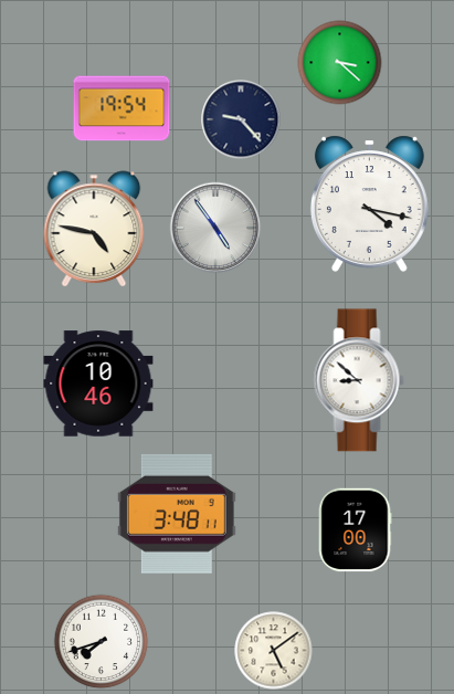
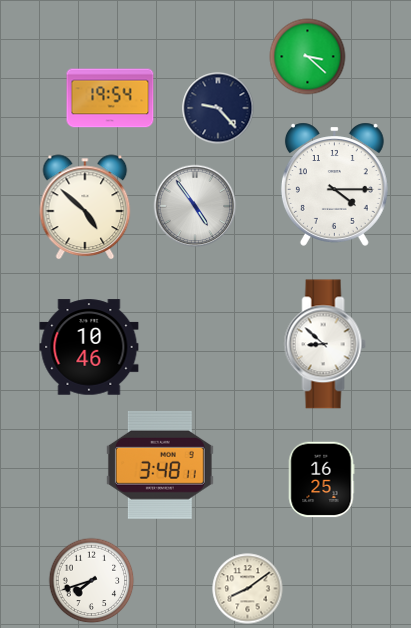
clock at (369, 203): 4:17 -> 4:15
clock at (94, 229): 4:47 -> 4:52
clock at (355, 530): 17:00 -> 16:25
clock at (274, 651): 5:09 -> 8:09
